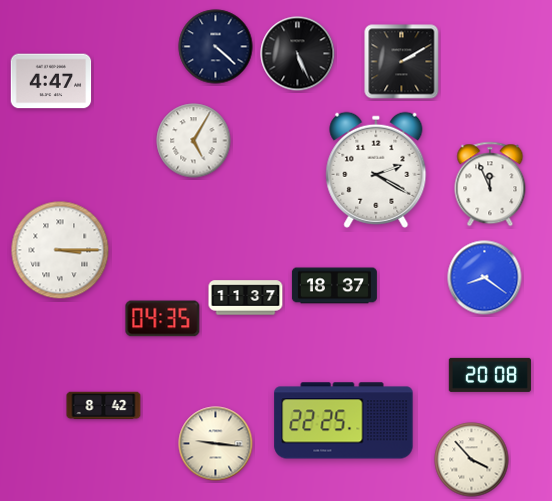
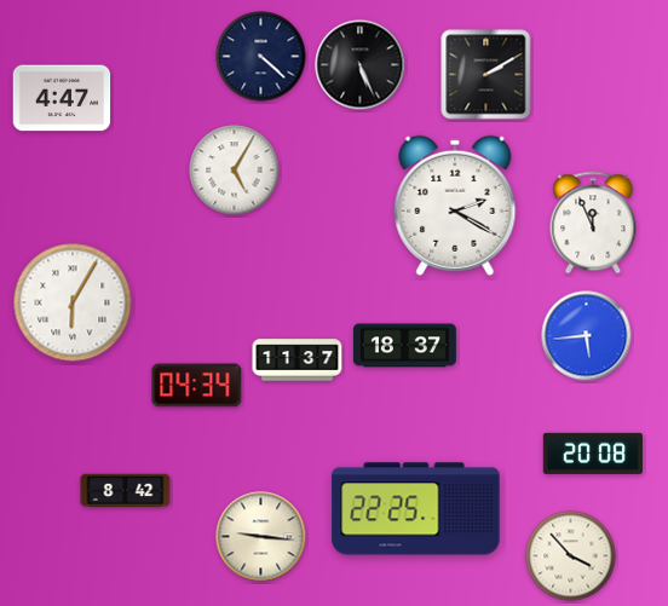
clock at (60, 250): 3:15 -> 6:05
clock at (485, 278): 8:21 -> 5:44
clock at (163, 319): 04:35 -> 04:34
